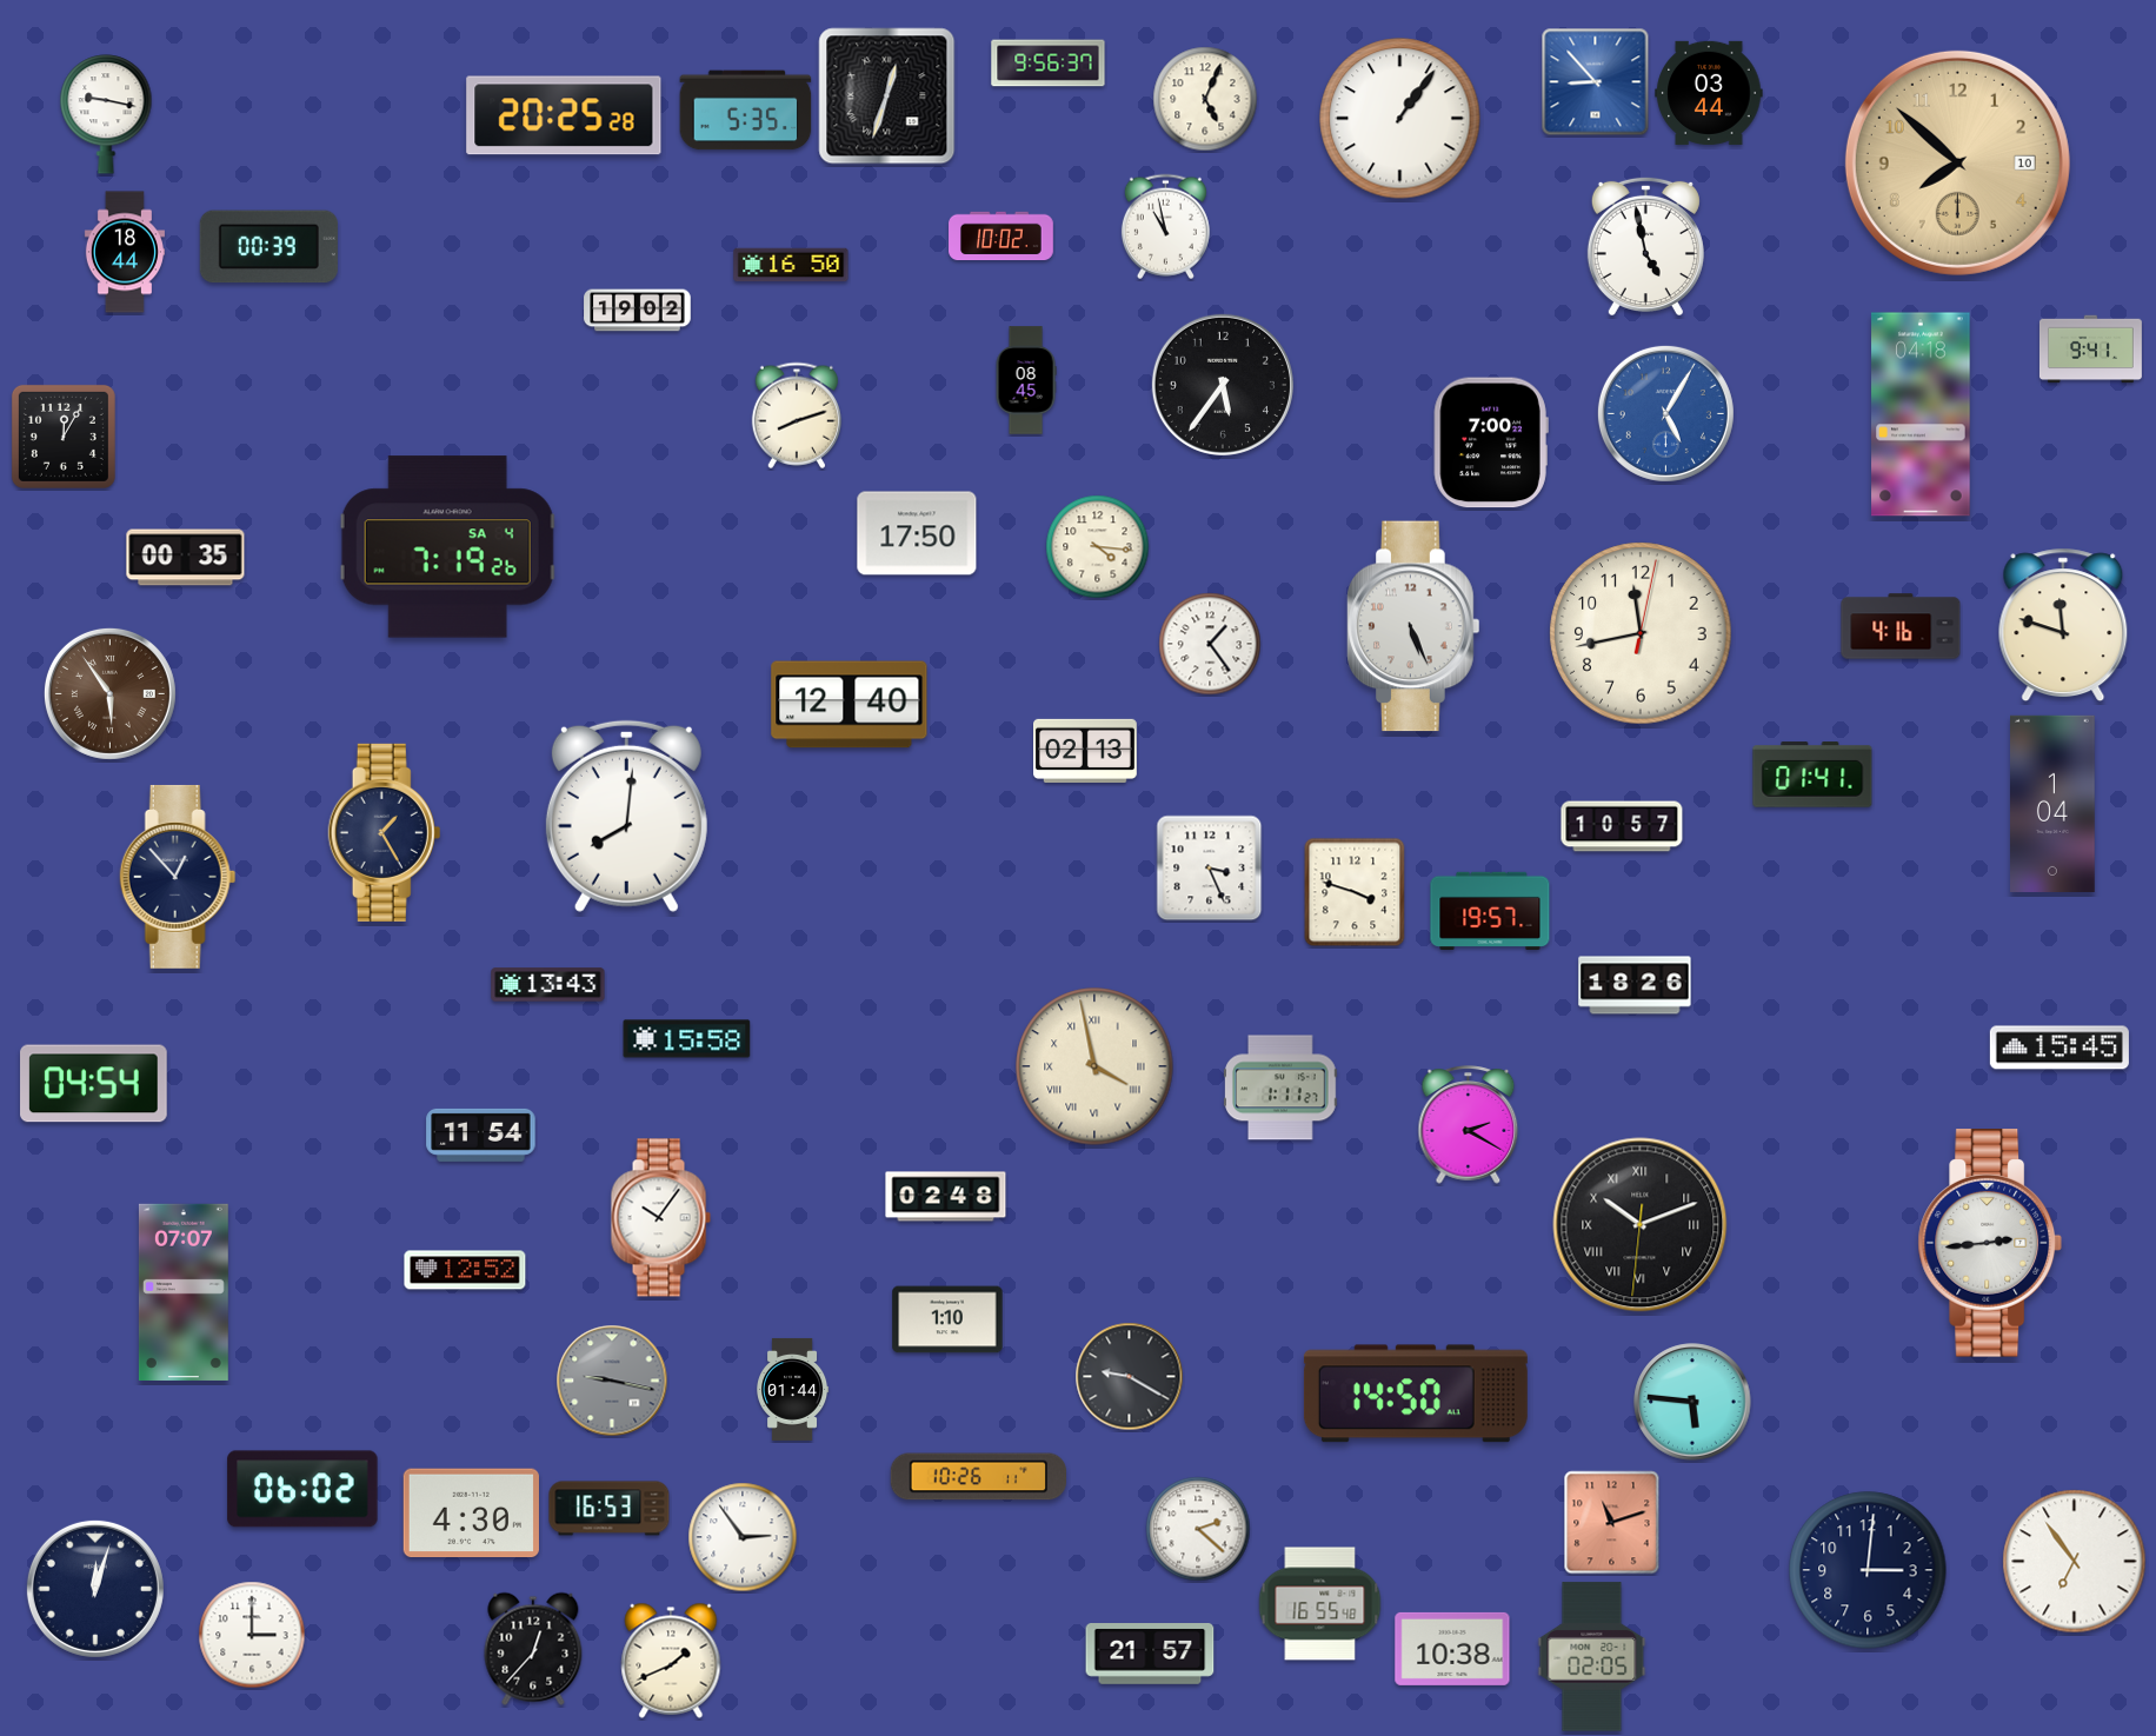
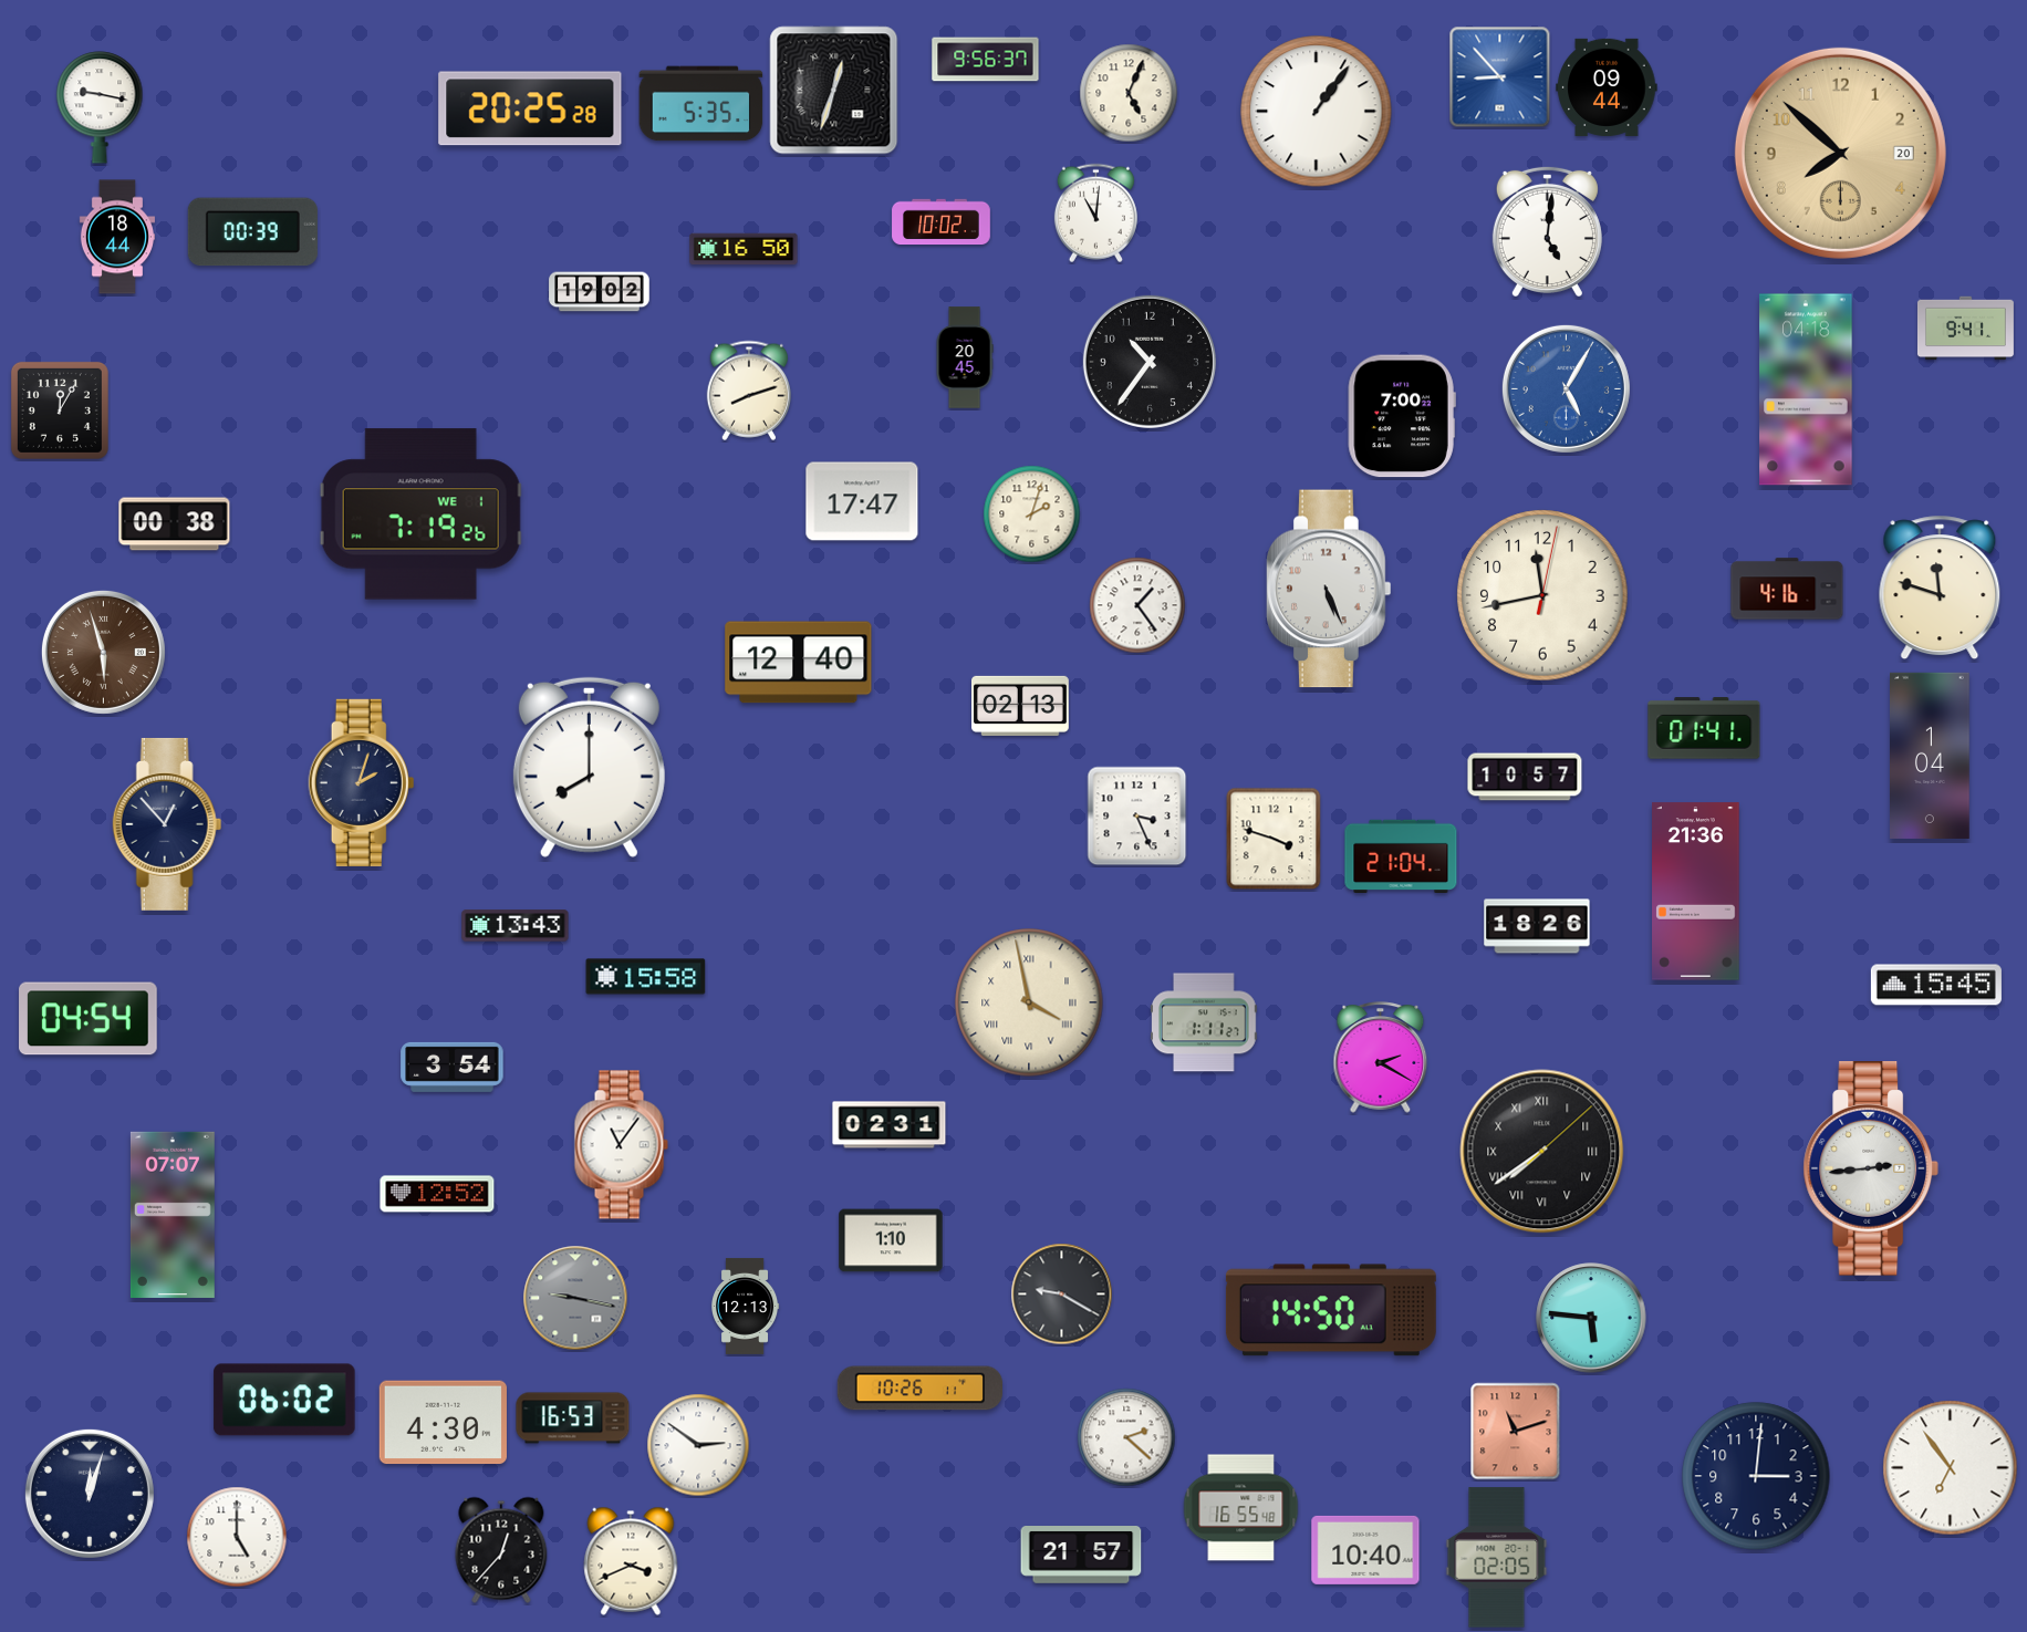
clock at (1709, 93): 03:44 -> 09:44
clock at (1205, 99) position: (1205, 99) -> (1129, 93)
clock at (1957, 162) date: 10 -> 20
clock at (1165, 227): 10:58 -> 11:01
clock at (1645, 245): 4:58 -> 5:01
clock at (1026, 380): 08:45 -> 20:45
clock at (1223, 385): 5:36 -> 10:36
clock at (917, 533): 17:50 -> 17:47
clock at (448, 547) date: SA 4 -> WE 1
clock at (1098, 547): 4:16 -> 2:03
clock at (186, 558): 00:35 -> 00:38
clock at (109, 693): 5:54 -> 5:57
clock at (626, 816): 8:01 -> 8:00
clock at (385, 832): 1:25 -> 2:03
clock at (1490, 910): 19:57 -> 21:04
clock at (1696, 892): none -> 21:36
clock at (481, 1135): 11:54 -> 3:54
clock at (946, 1197): 02:48 -> 02:31
clock at (660, 1218): 10:06 -> 11:06
clock at (1641, 1225): 10:11 -> 7:39
clock at (793, 1389): 01:44 -> 12:13
clock at (743, 1537): 2:54 -> 2:51
clock at (252, 1635): 3:00 -> 5:00
clock at (1452, 1649): 10:38 -> 10:40
clock at (671, 1661): 1:41 -> 3:41
